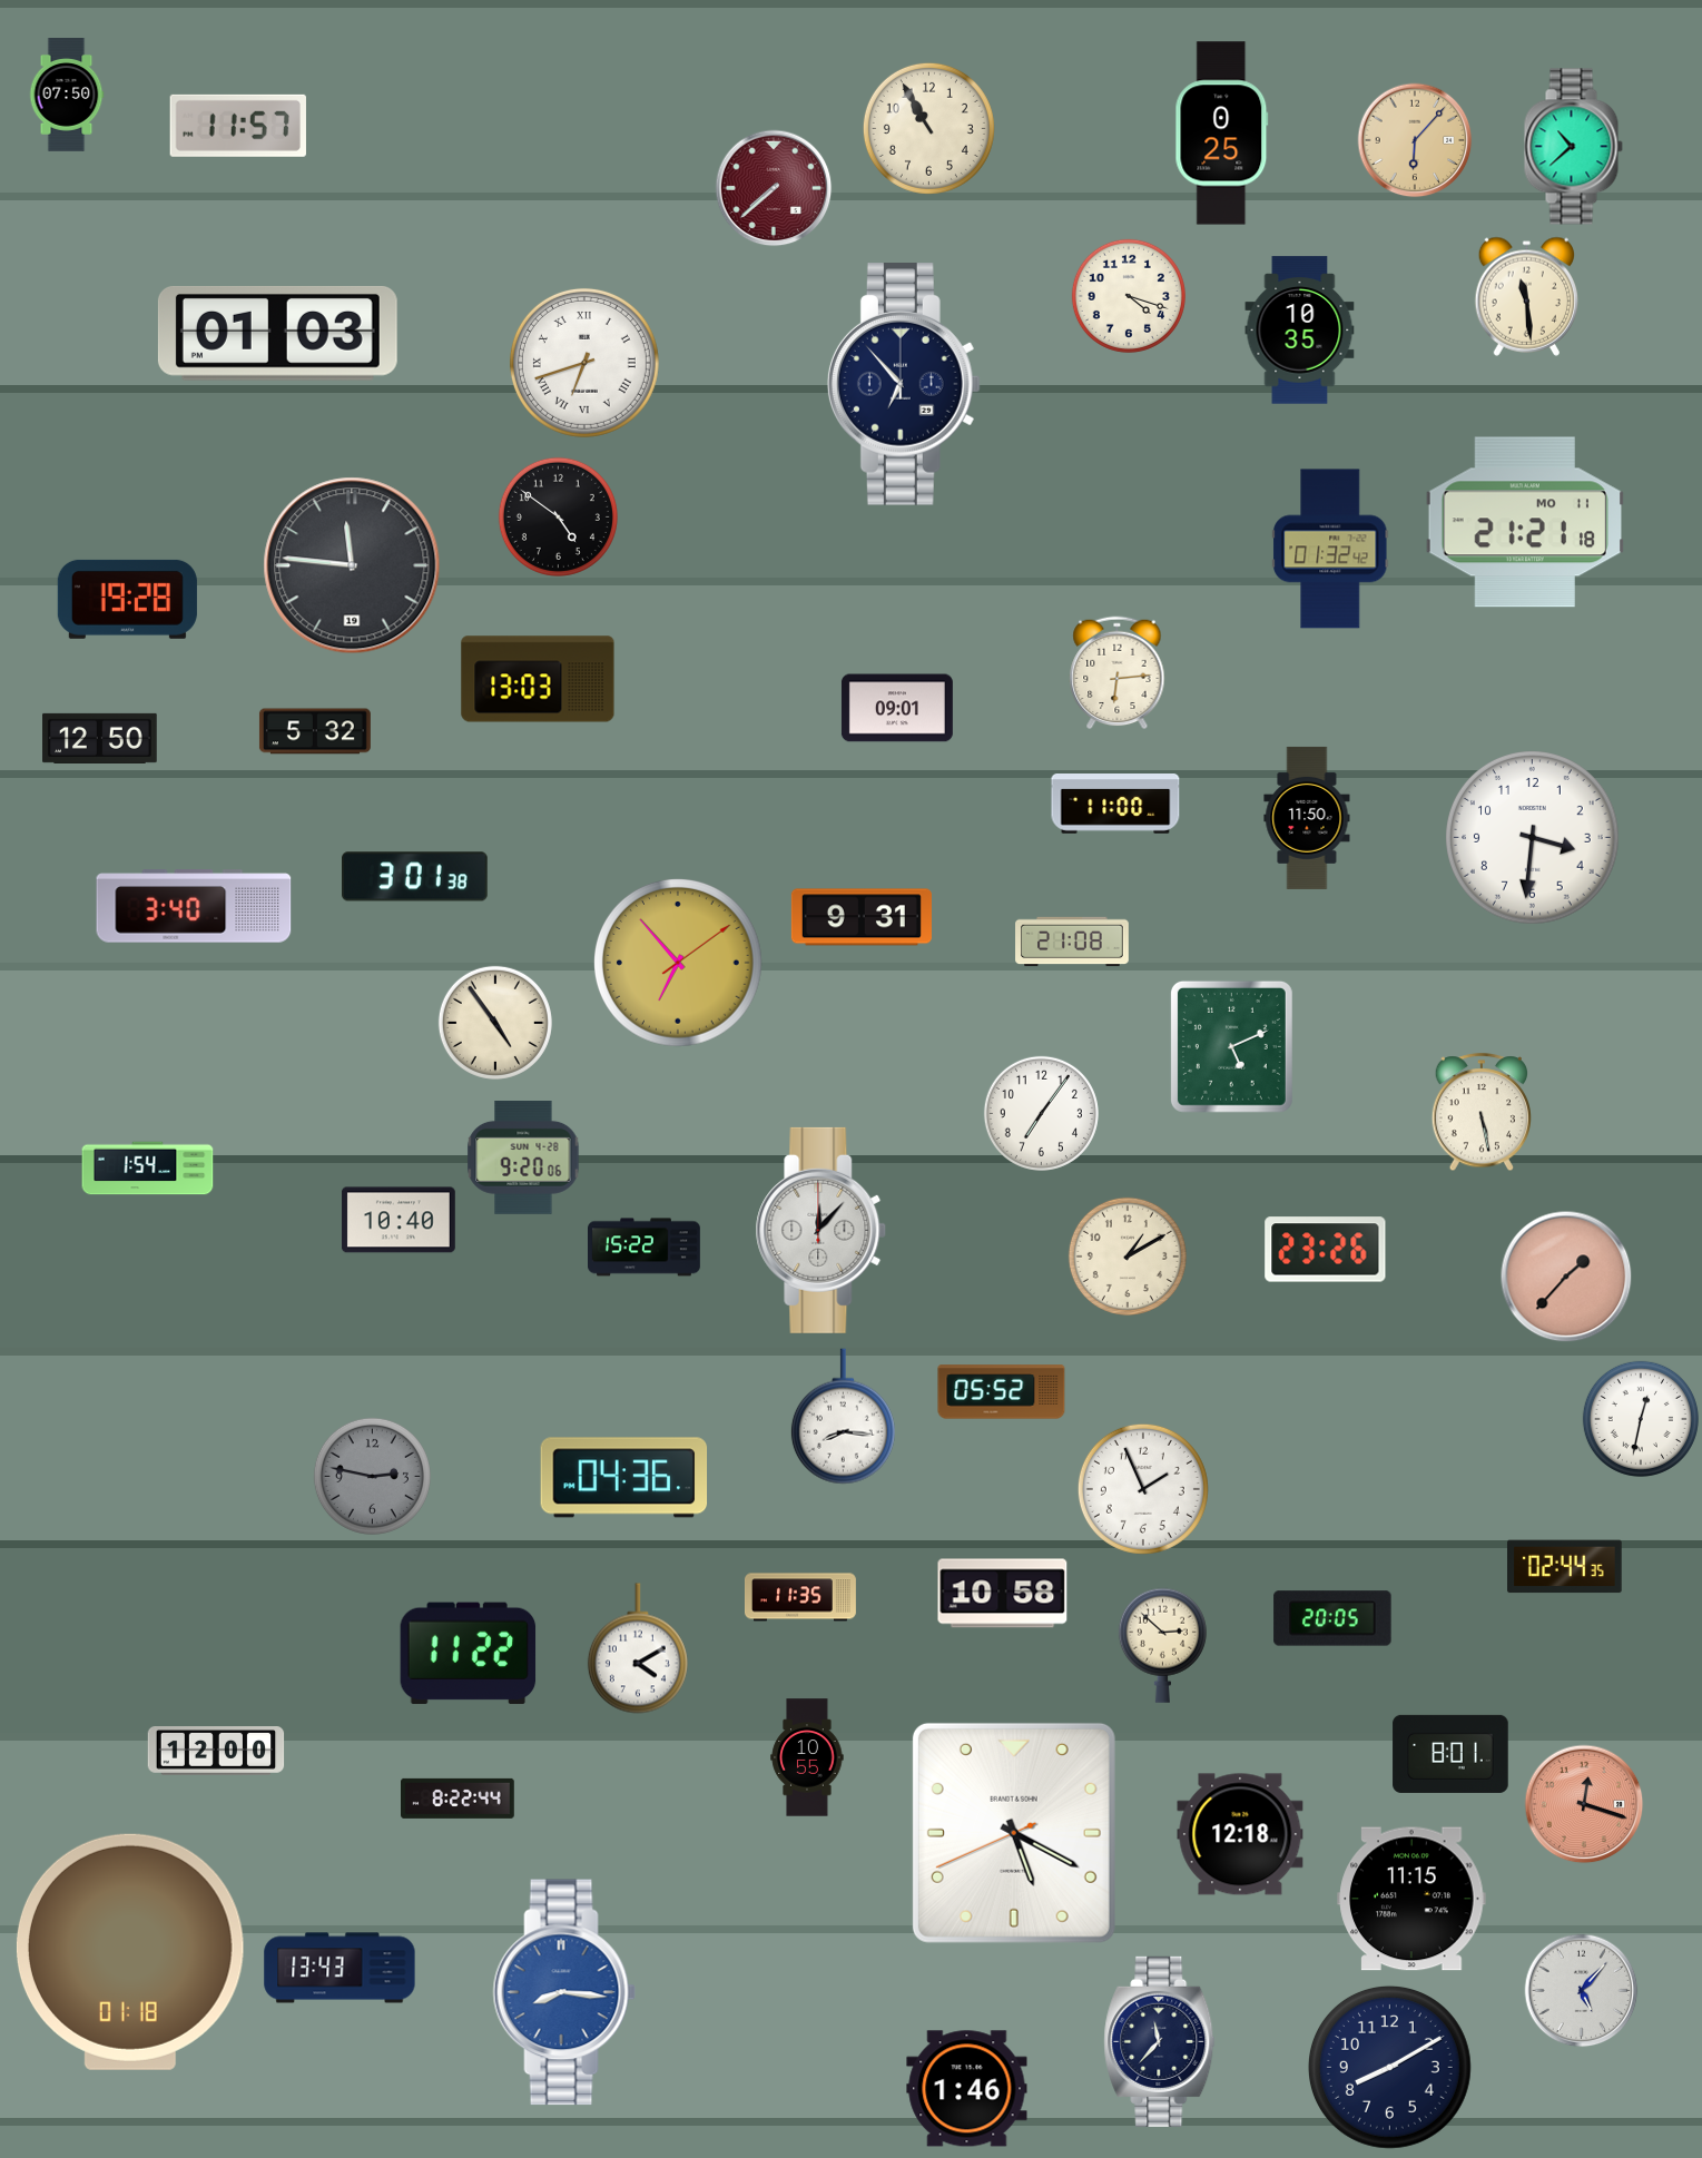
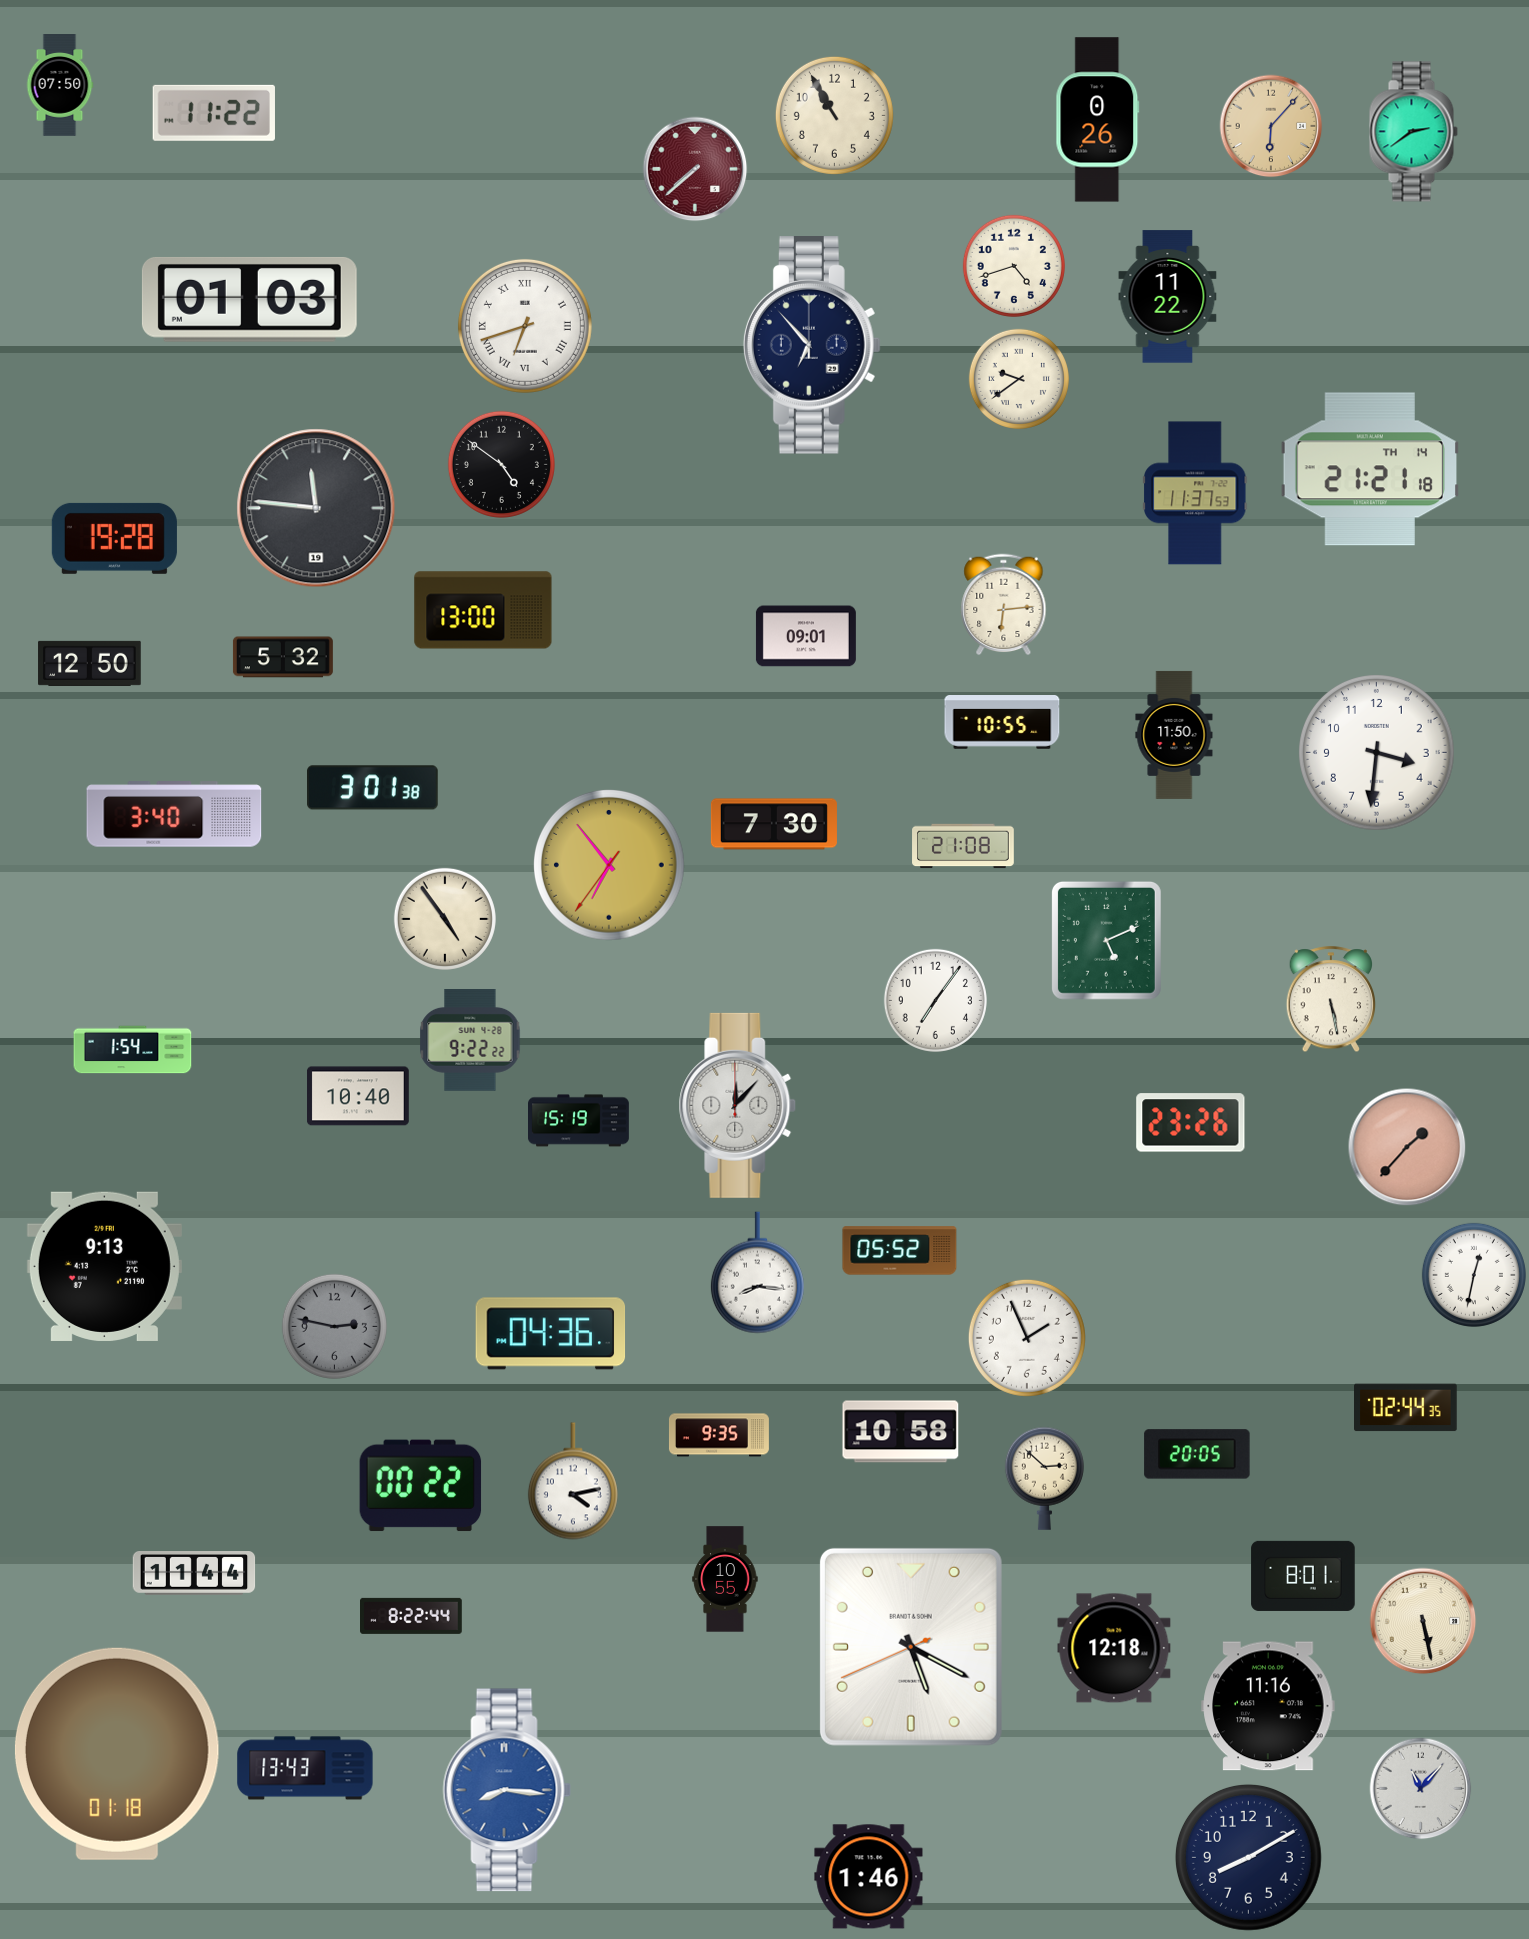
clock at (238, 126): 11:57 -> 11:22
clock at (1222, 134): 0:25 -> 0:26
clock at (1573, 147): 10:38 -> 2:39
clock at (1129, 296): 4:18 -> 4:42
clock at (1526, 296): 11:29 -> none
clock at (1300, 331): 10:35 -> 11:22
clock at (1019, 379): none -> 9:39
clock at (1524, 522) date: MO 11 -> TH 14
clock at (1331, 549): 01:32 -> 11:37
clock at (538, 679): 13:03 -> 13:00
clock at (1115, 805): 11:00 -> 10:55
clock at (862, 917): 9:31 -> 7:30
clock at (679, 964): 6:53:09 -> 6:53:36
clock at (523, 1159): 9:20 -> 9:22
clock at (645, 1248): 15:22 -> 15:19
clock at (1128, 1257): 1:10 -> none
clock at (104, 1266): none -> 9:13
clock at (624, 1478) position: (624, 1478) -> (551, 1334)
clock at (800, 1597): 11:35 -> 9:35
clock at (638, 1648): 4:10 -> 4:13
clock at (469, 1654): 11:22 -> 00:22
clock at (216, 1752): 12:00 -> 11:44
clock at (1584, 1804): 12:18 -> 5:28
clock at (1584, 1804) dial: salmon -> cream
clock at (1411, 1899): 11:15 -> 11:16
clock at (1582, 1991): 5:07 -> 11:07
clock at (1160, 2041): 11:37 -> none
